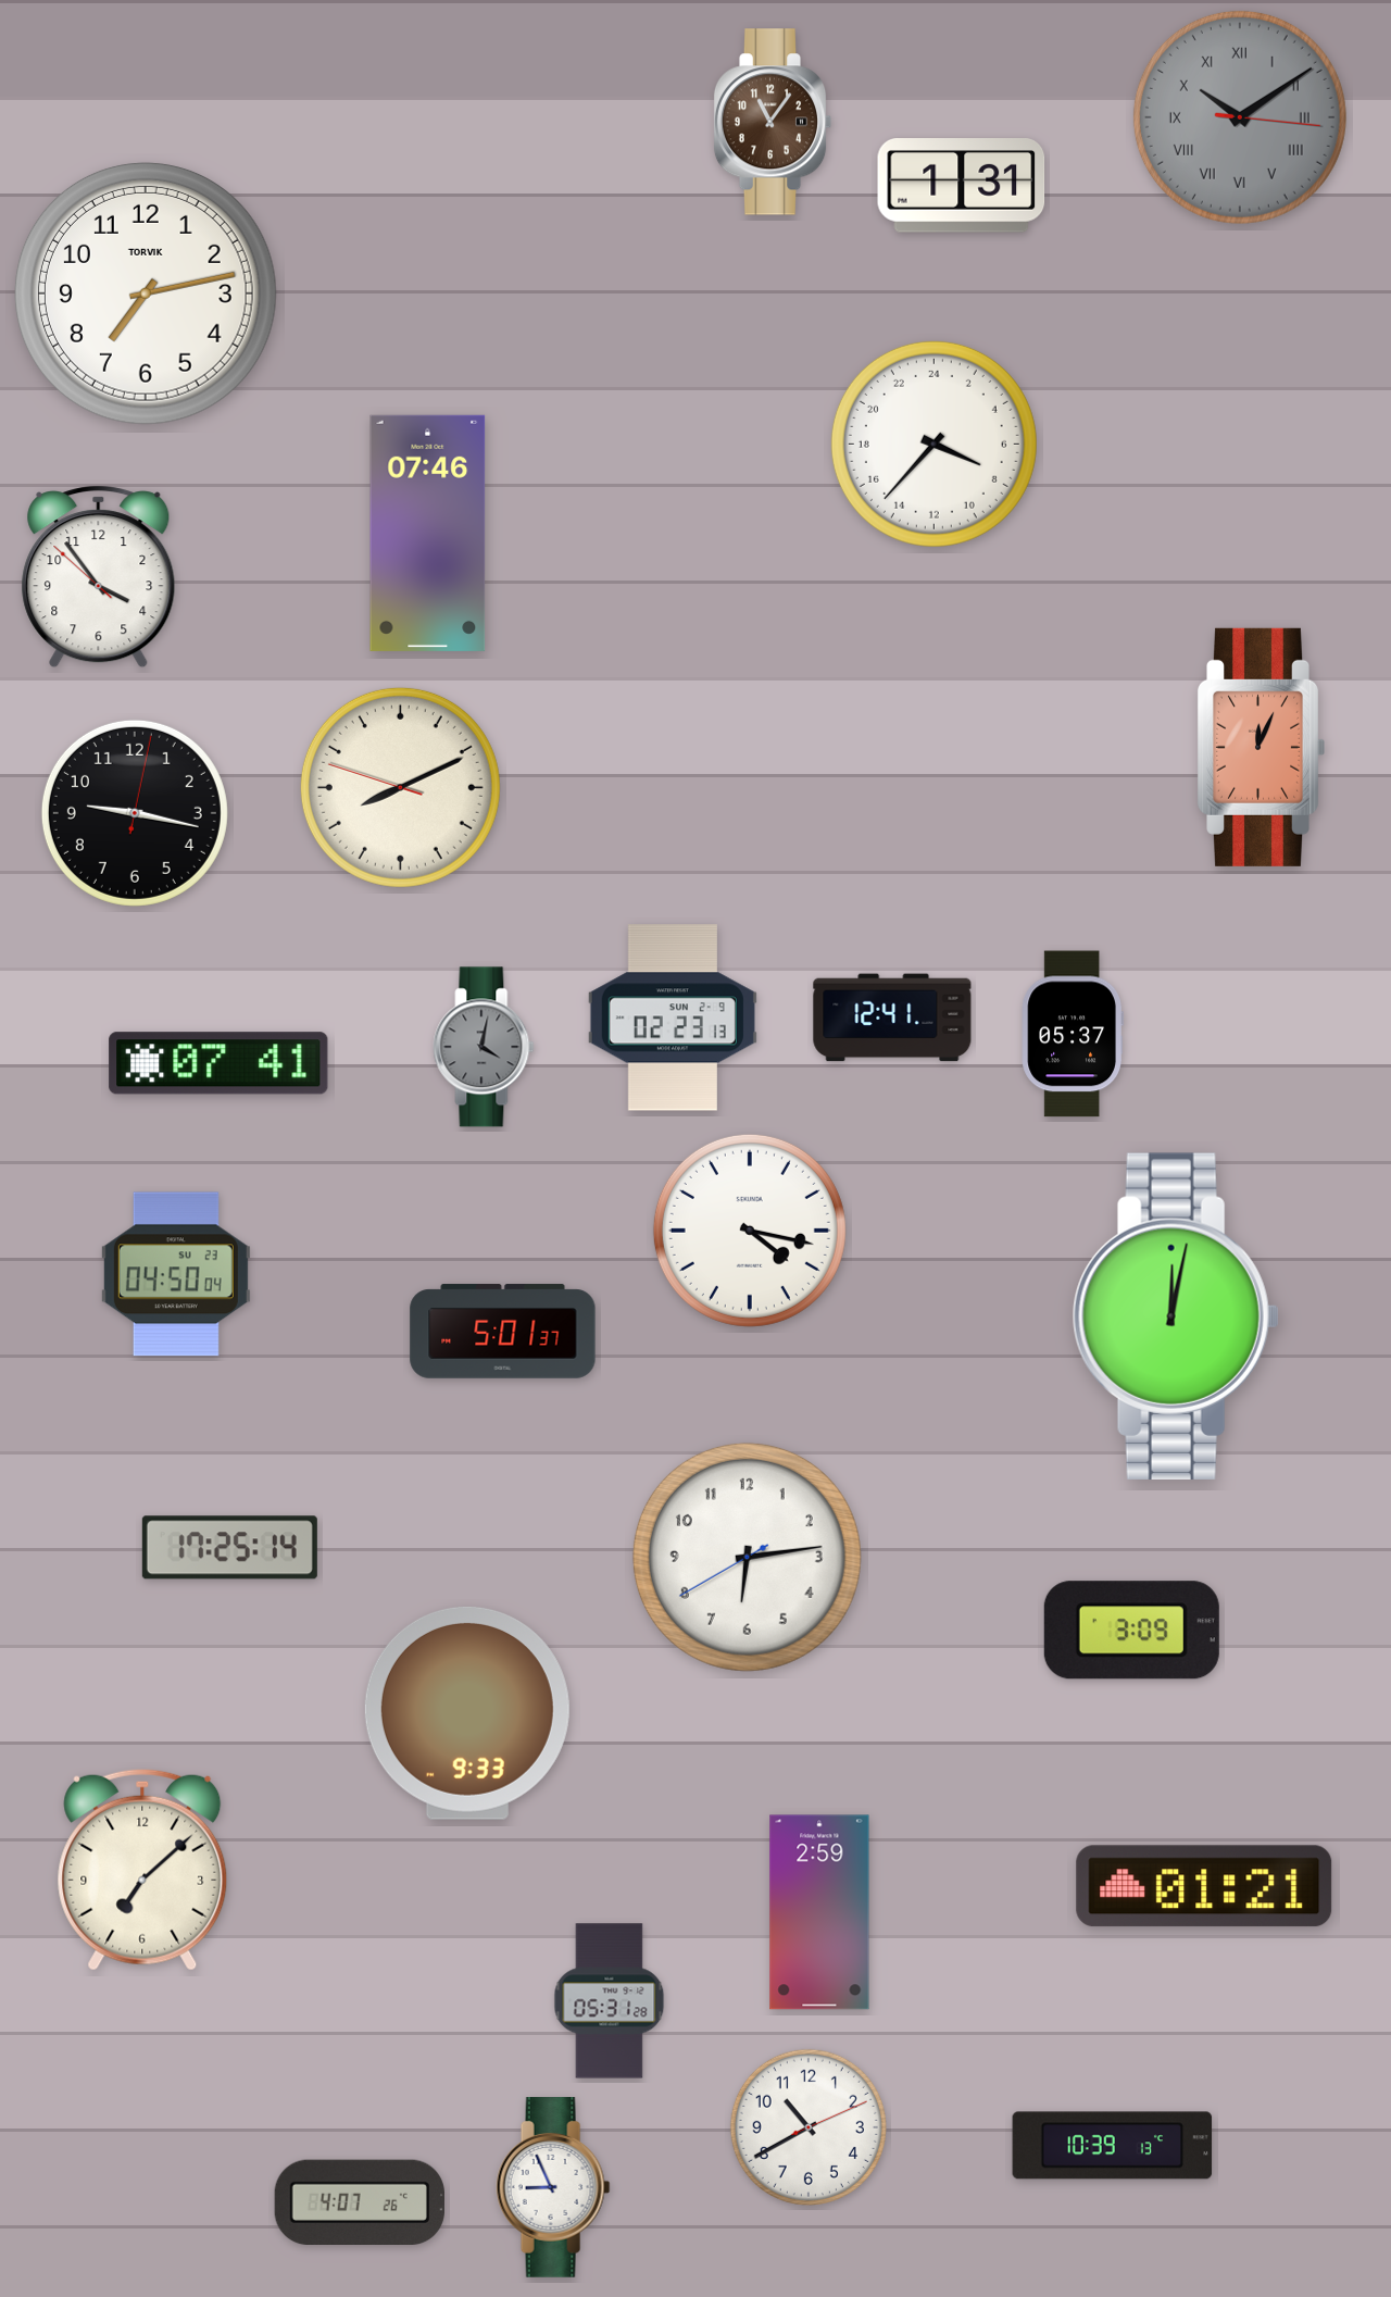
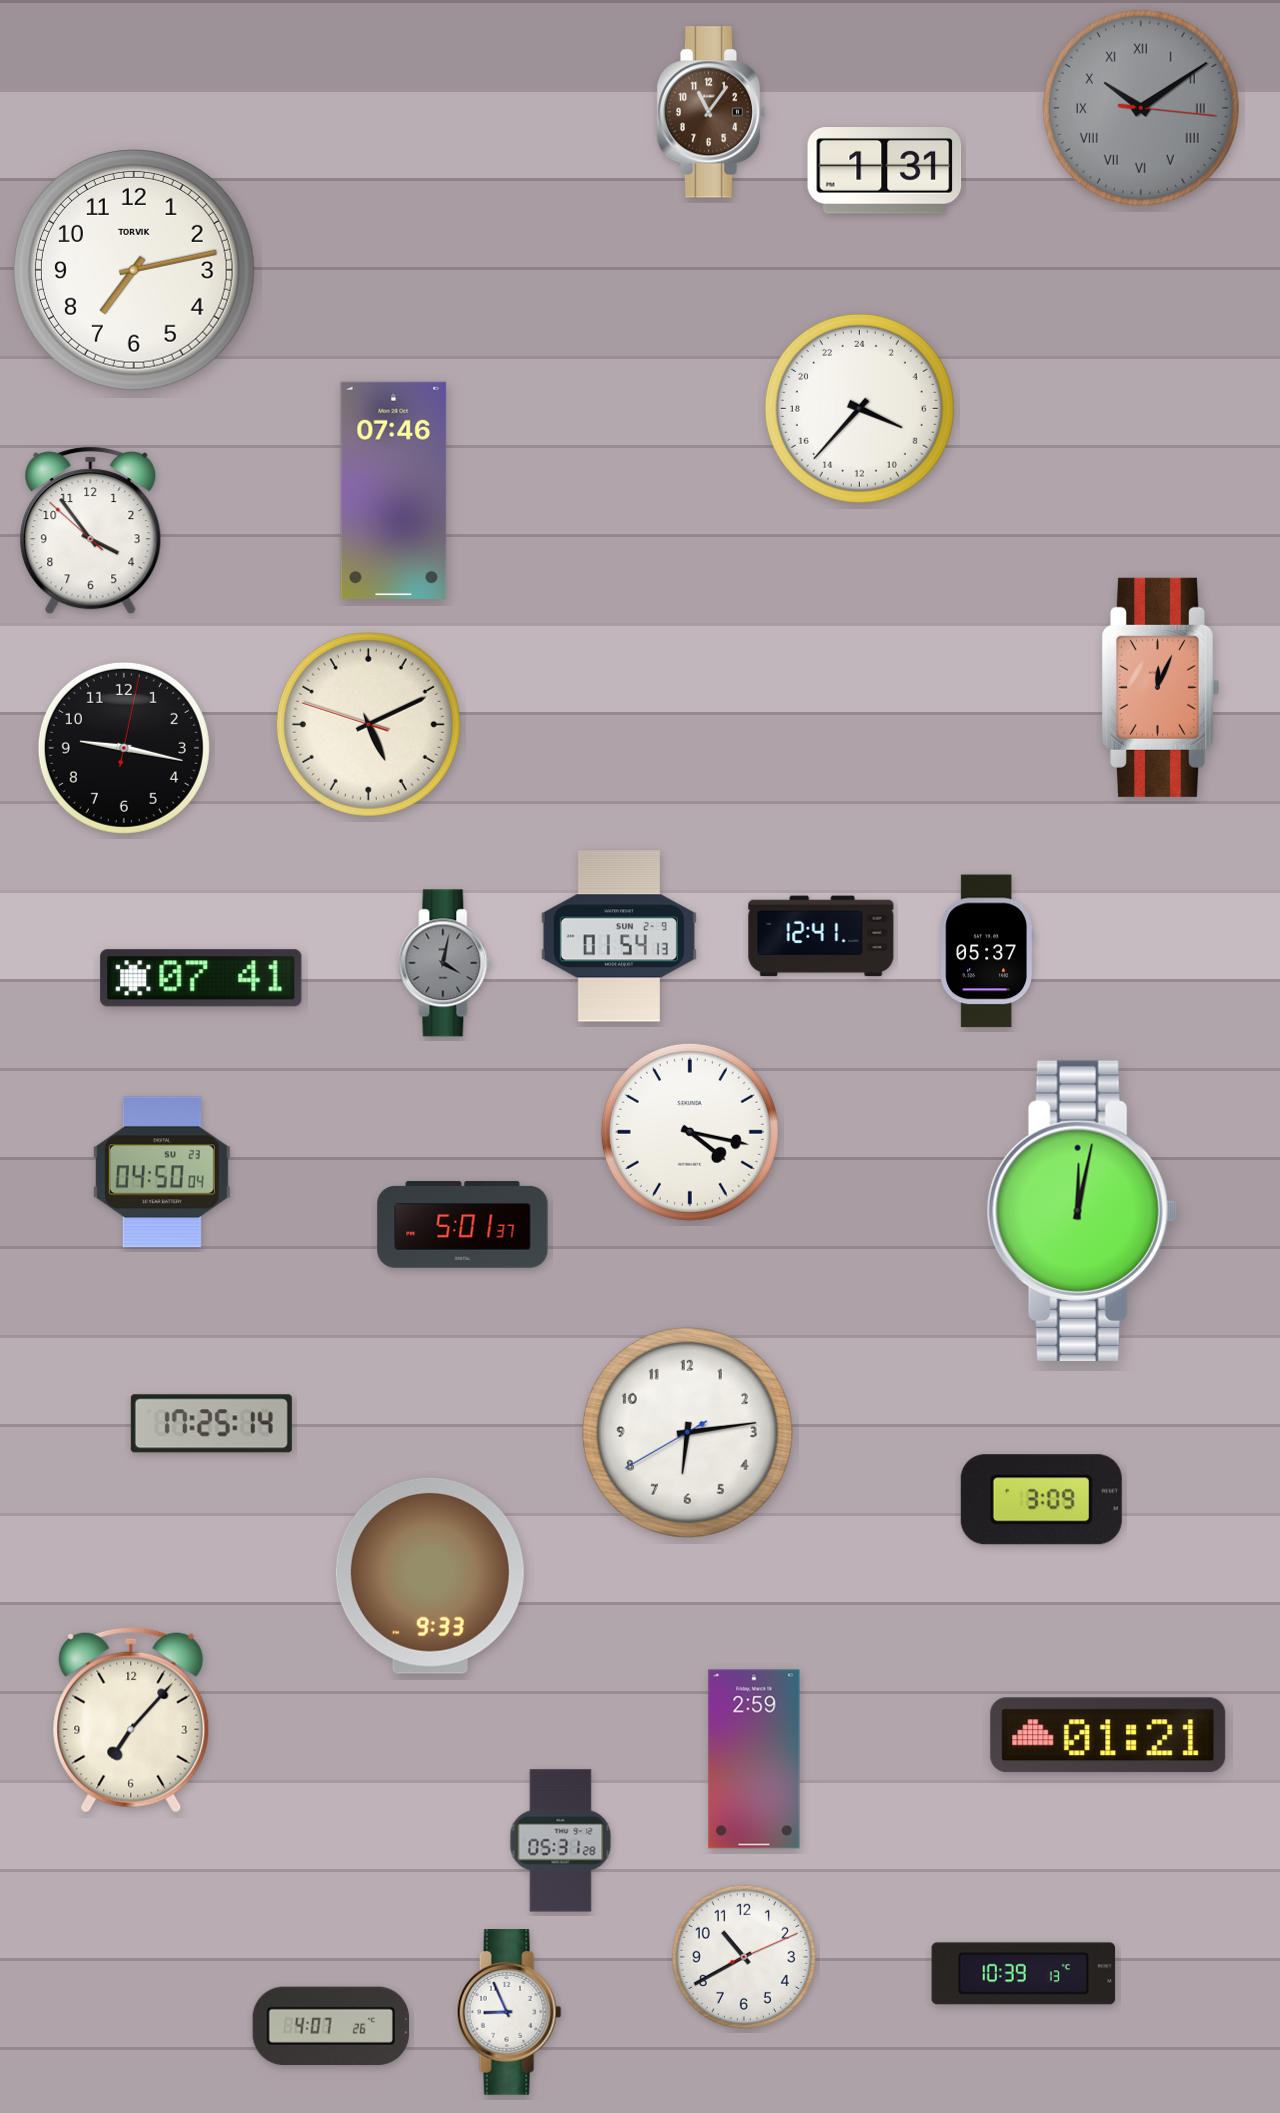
clock at (400, 787): 8:10 -> 5:10
clock at (673, 1018): 02:23 -> 01:54
clock at (142, 1870): 7:08 -> 7:07
